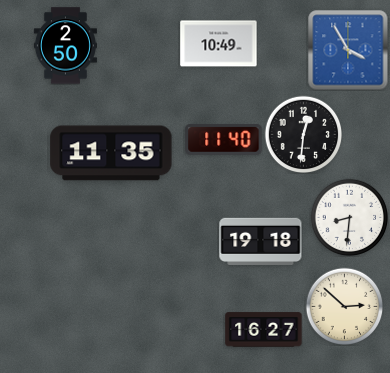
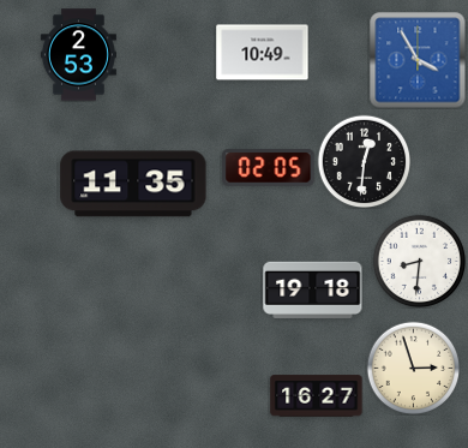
clock at (65, 46): 2:50 -> 2:53
clock at (224, 140): 11:40 -> 02:05
clock at (344, 306): 2:52 -> 2:57
